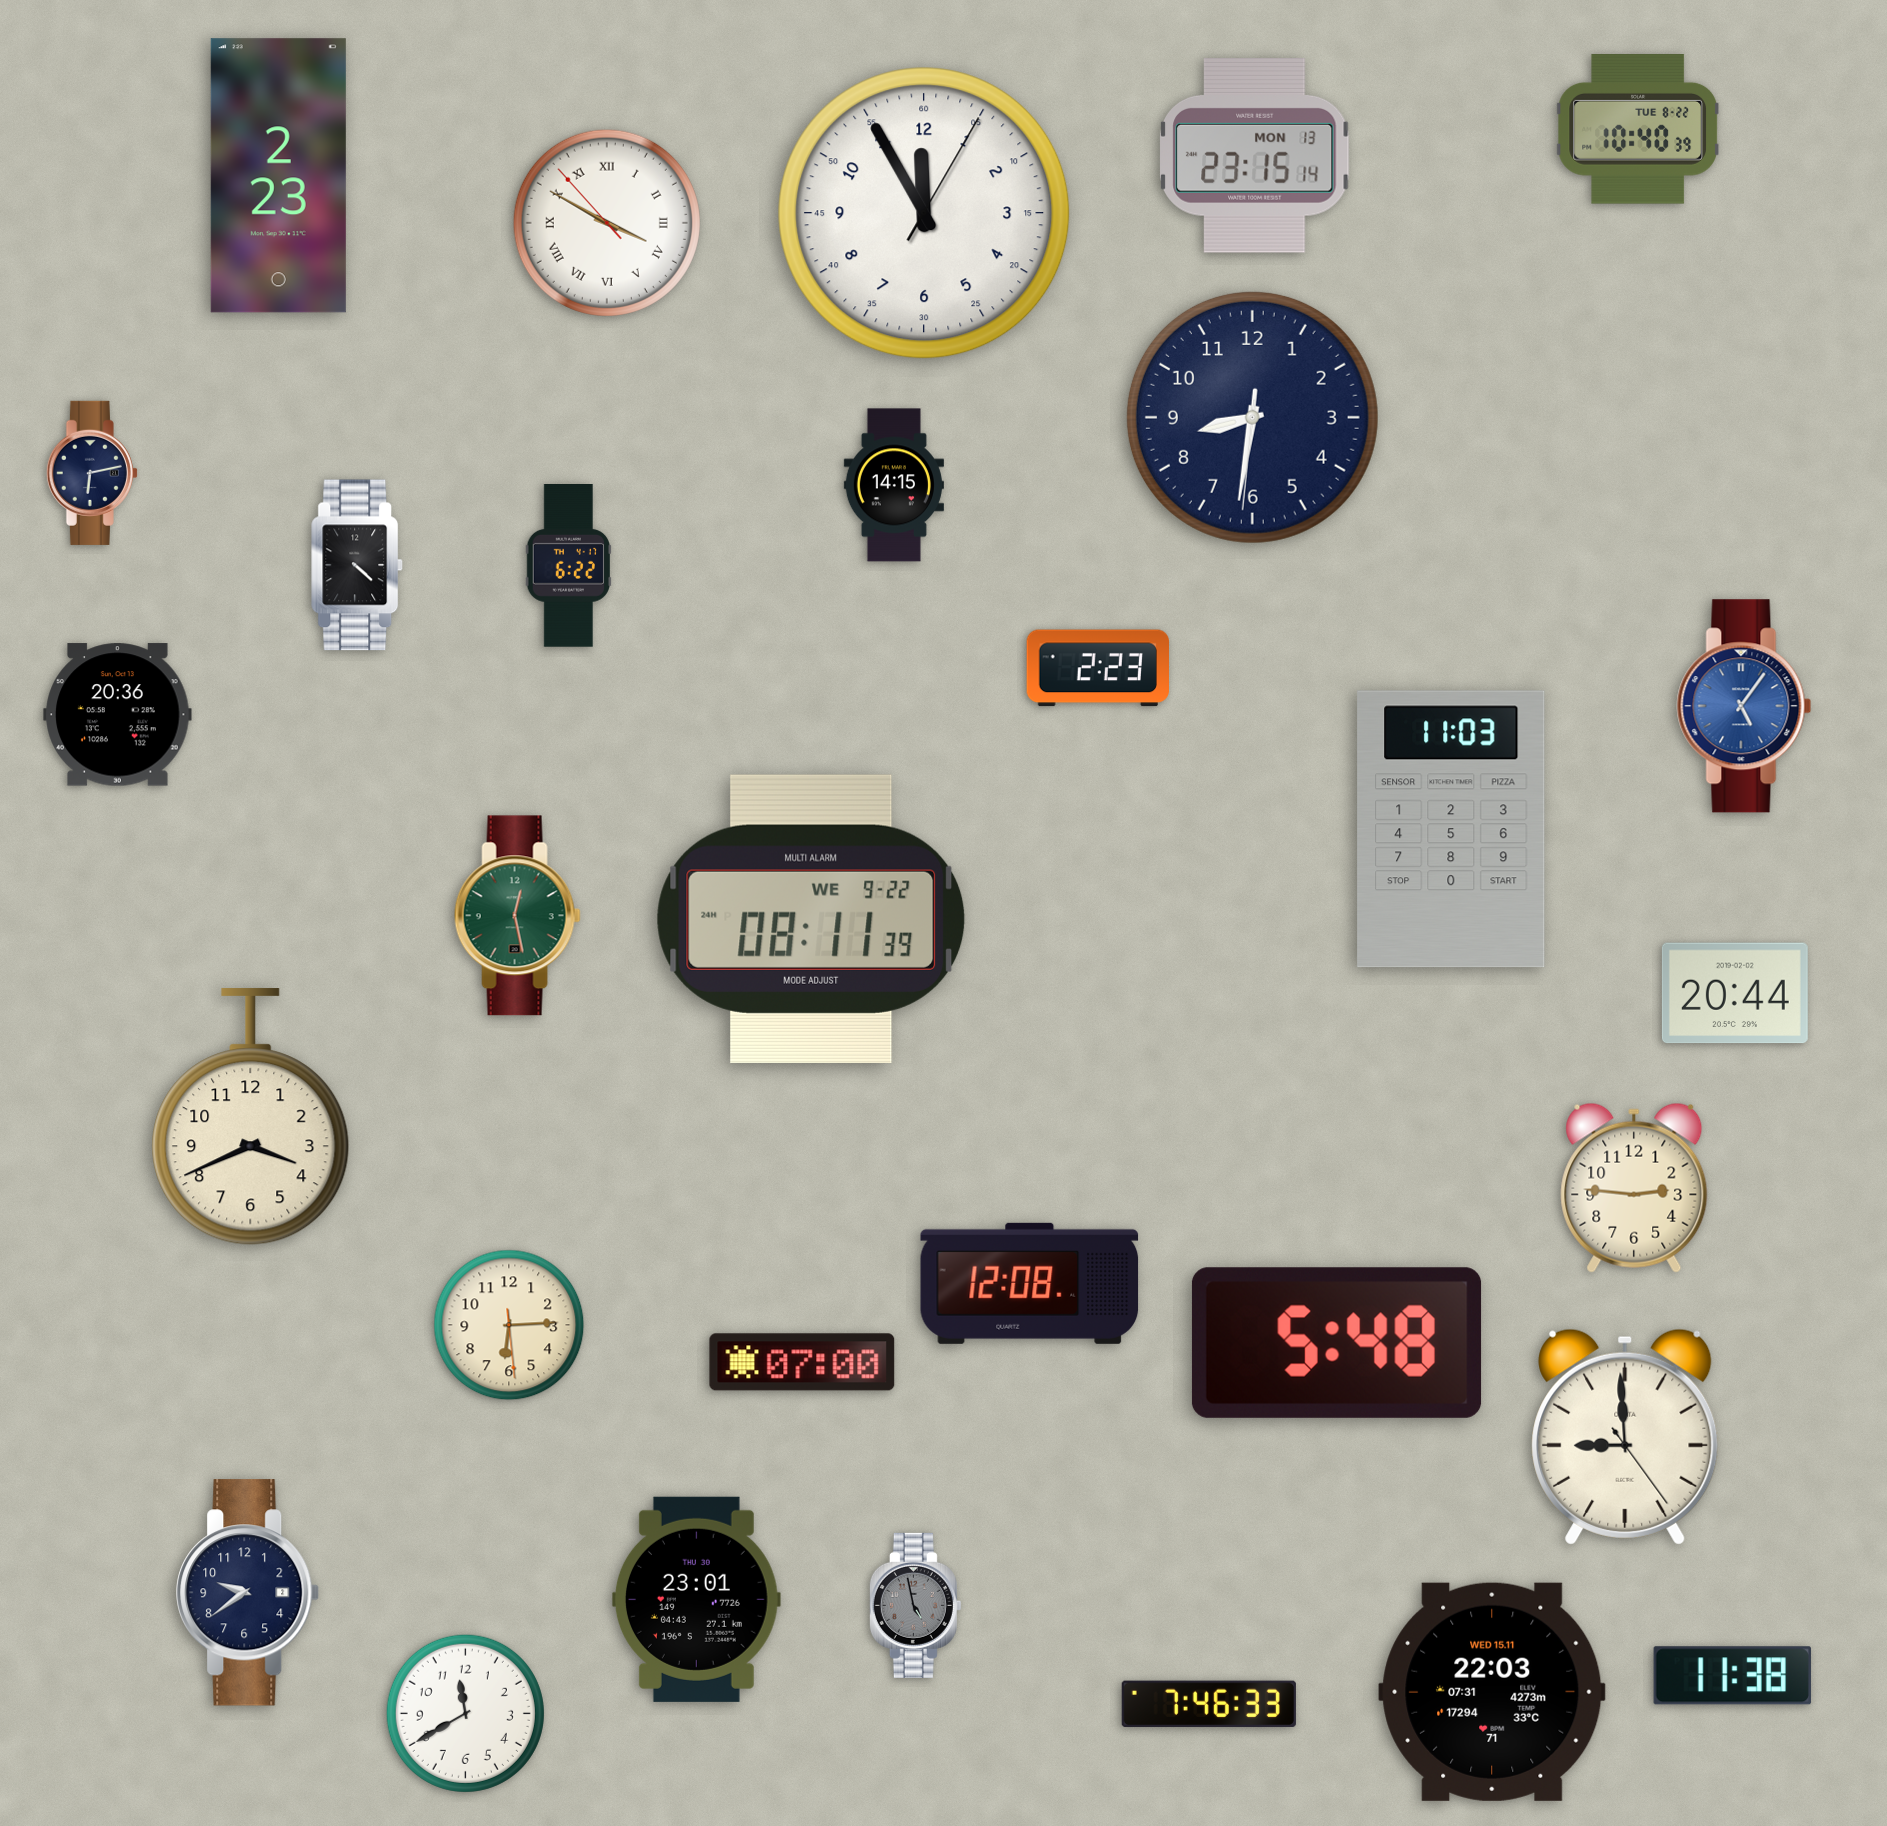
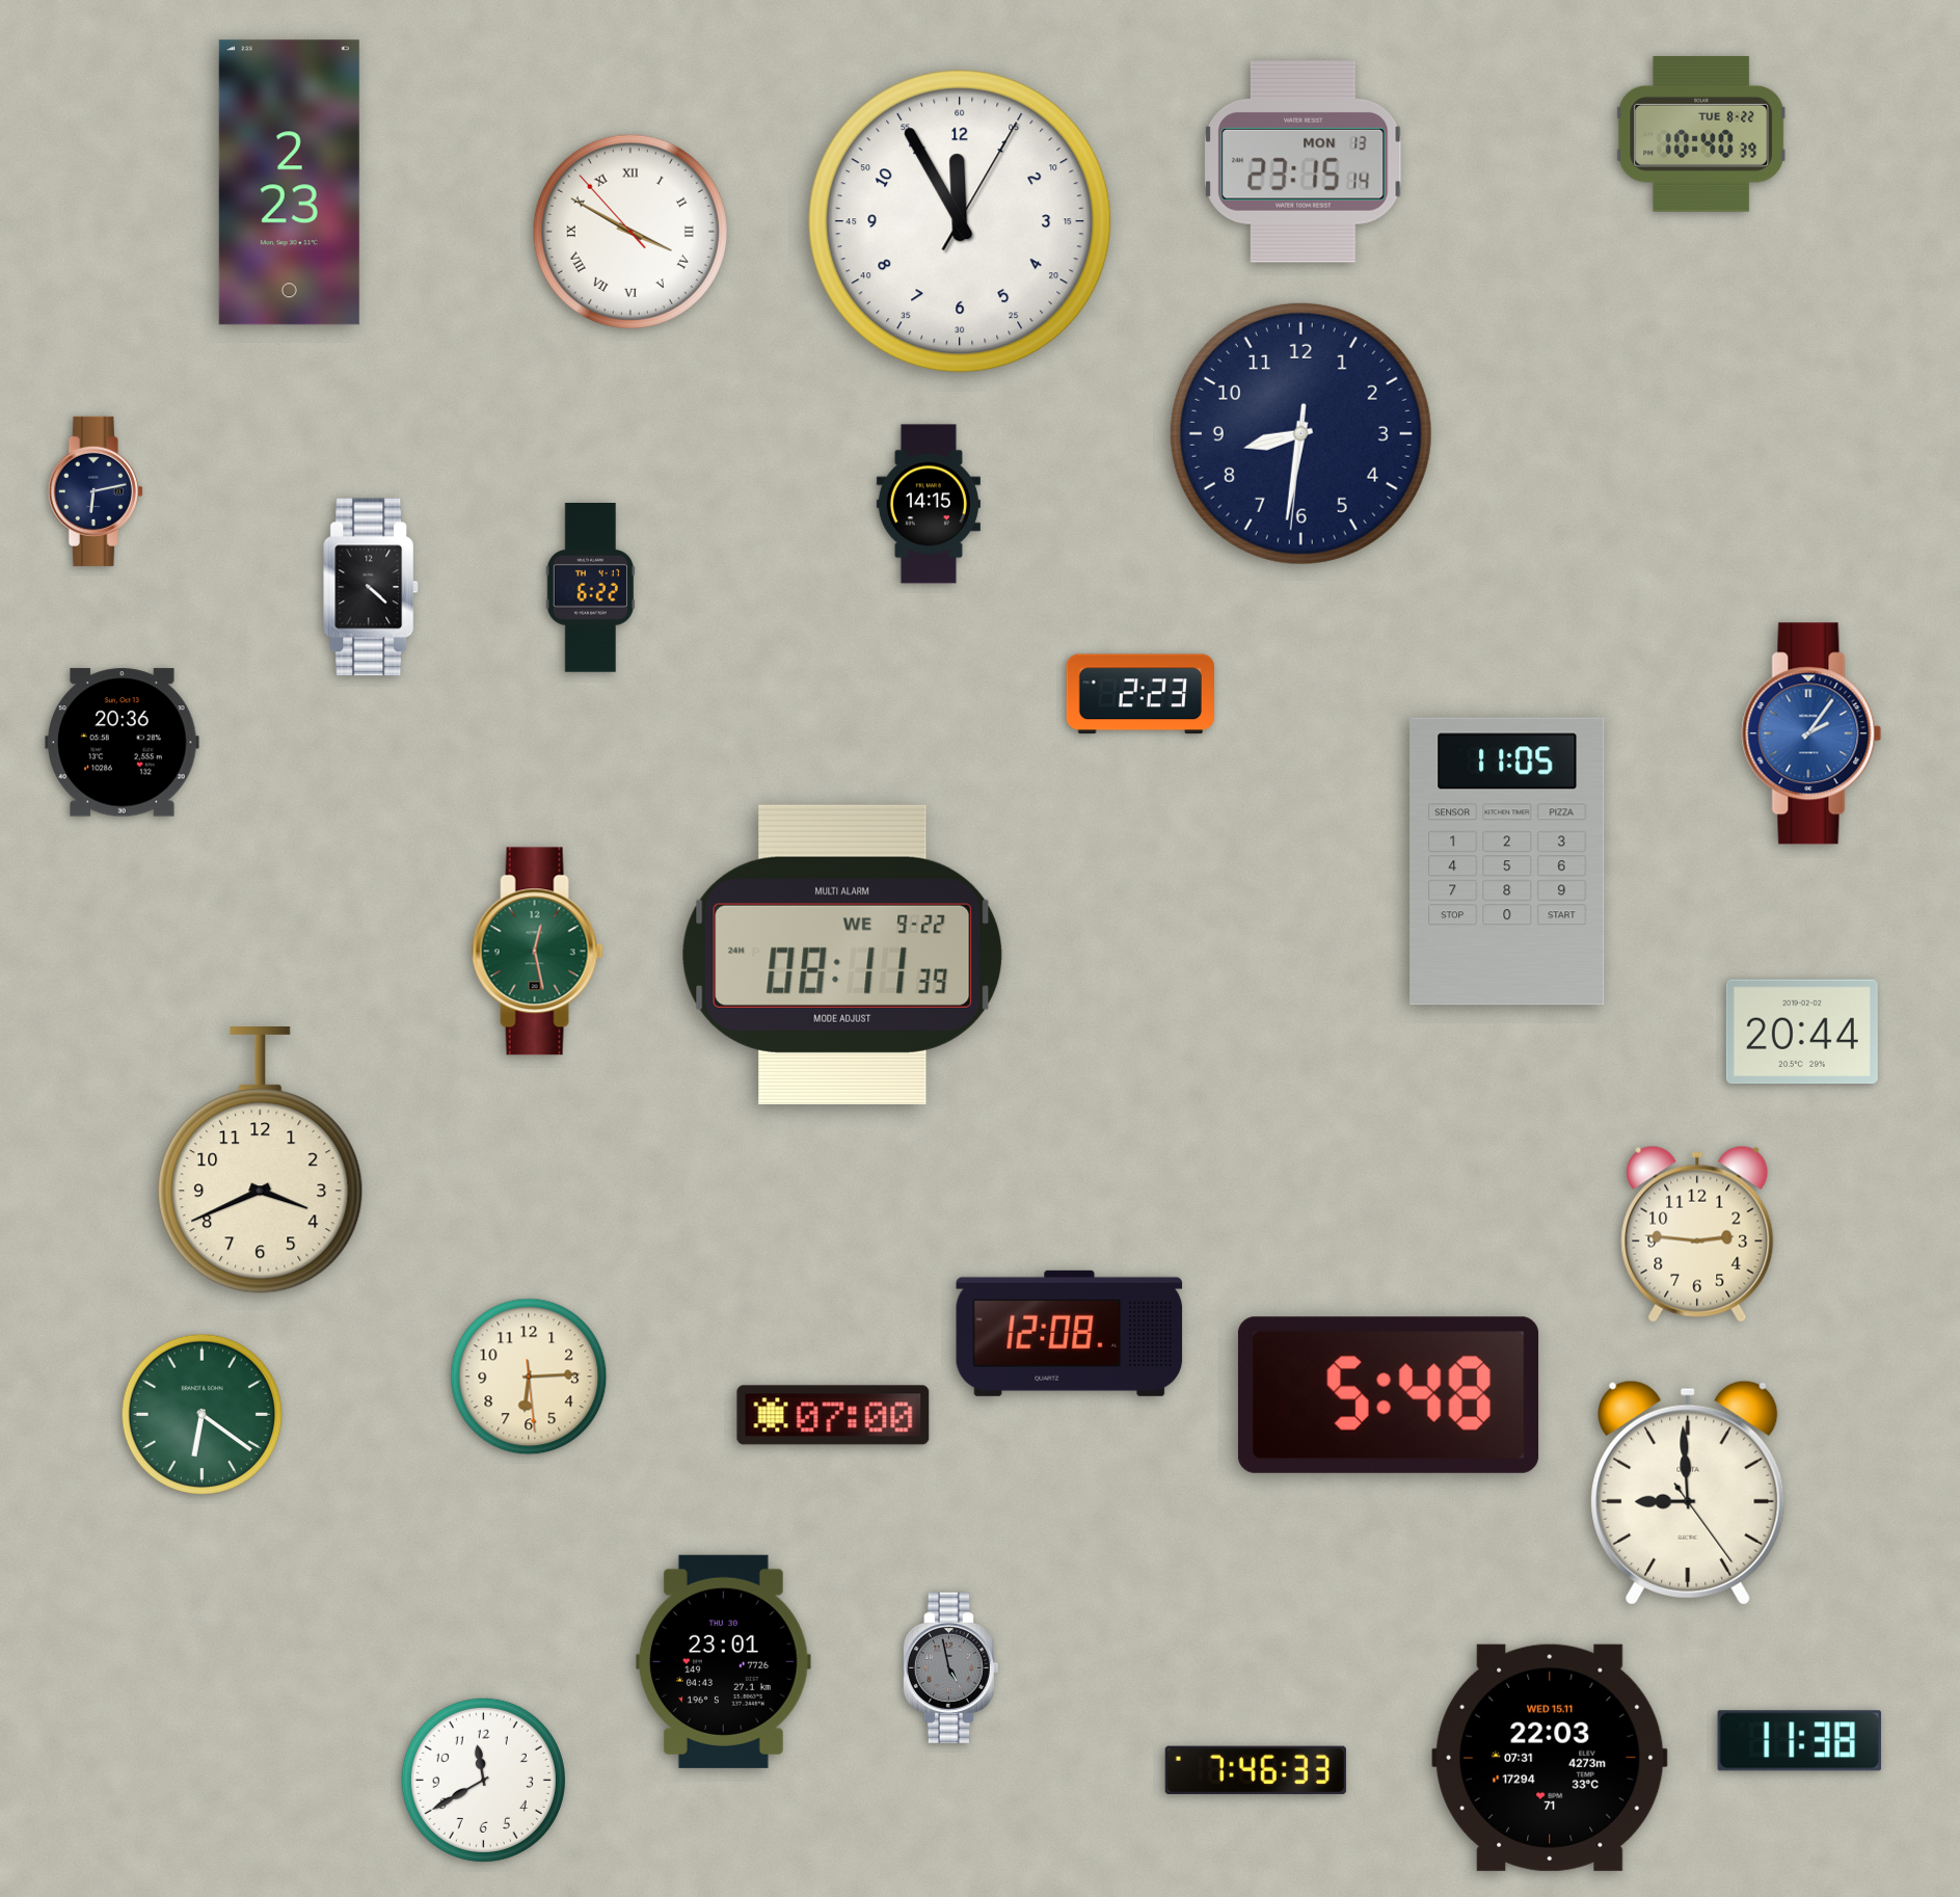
clock at (1744, 706): 5:06 -> 2:06
clock at (1451, 829): 11:03 -> 11:05
clock at (203, 1415): none -> 6:21
clock at (248, 1593): 9:39 -> none
